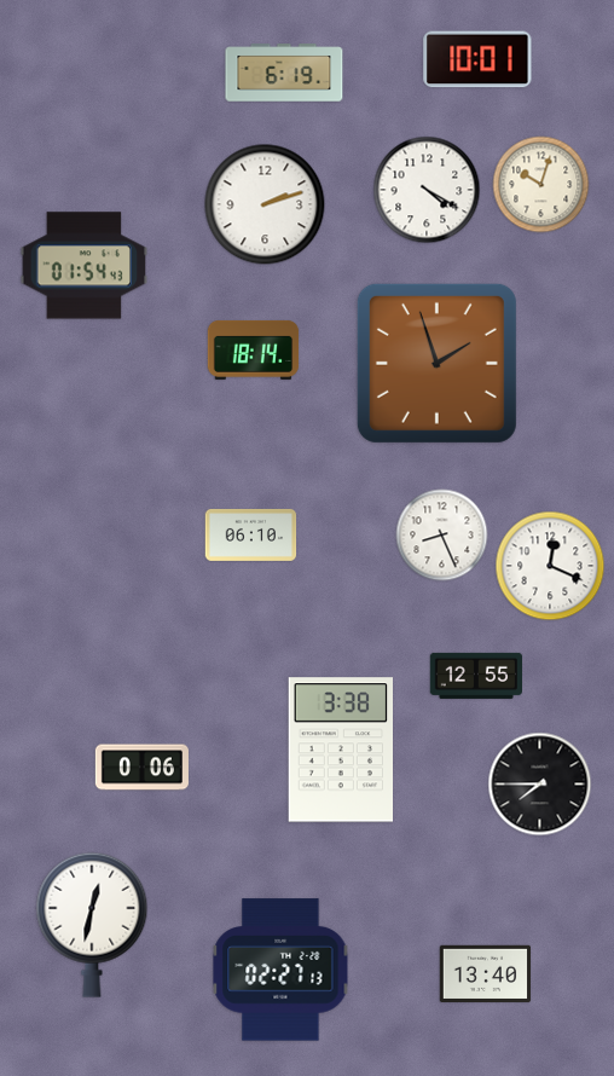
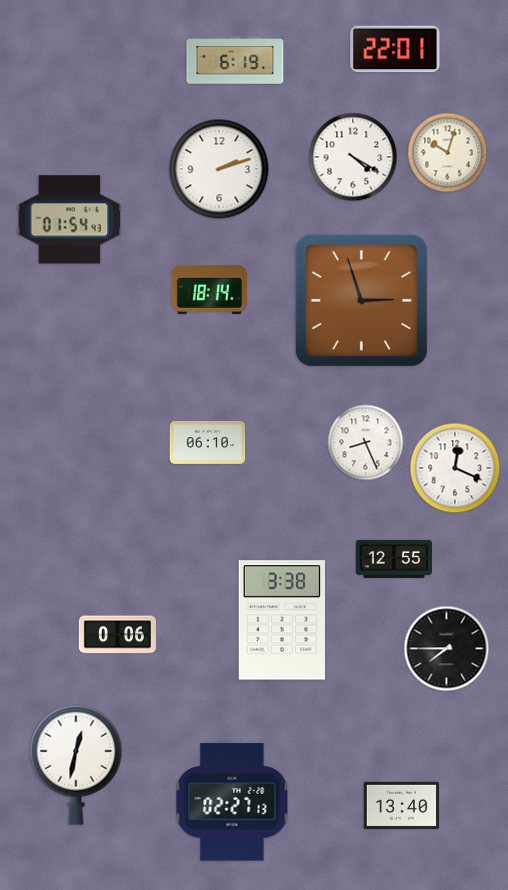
clock at (477, 59): 10:01 -> 22:01
clock at (436, 363): 1:57 -> 2:57
